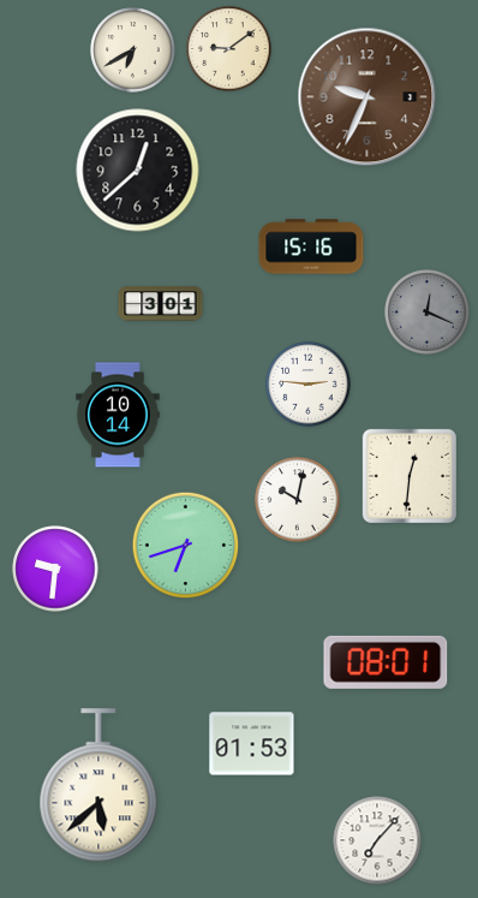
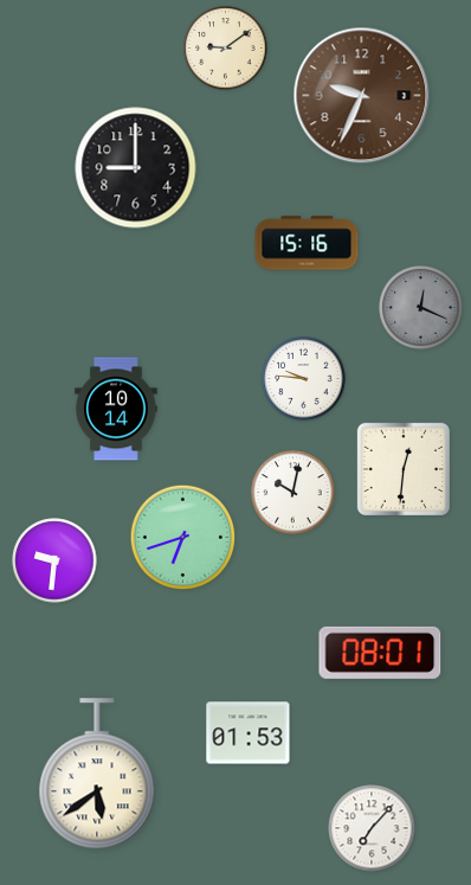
clock at (133, 50): 6:40 -> none
clock at (138, 171): 12:38 -> 9:00
clock at (161, 304): 3:01 -> none
clock at (309, 385): 2:46 -> 9:46
clock at (98, 786): 5:38 -> 5:39
